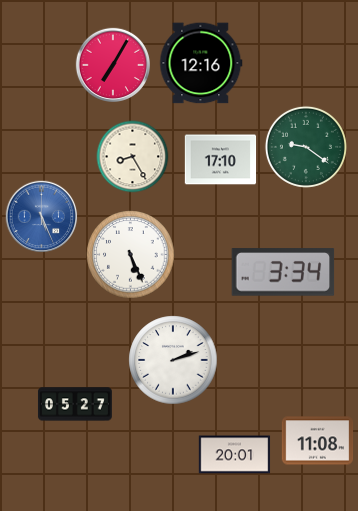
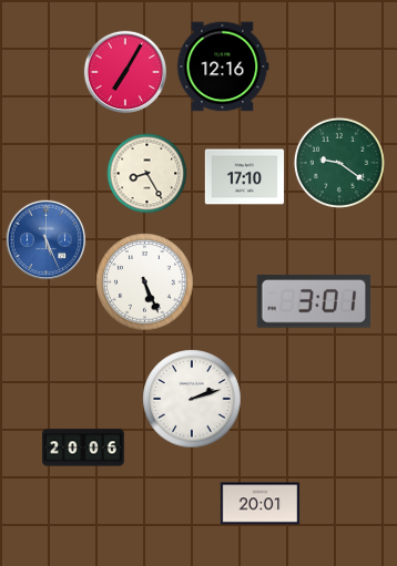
clock at (201, 63) position: (201, 63) -> (223, 66)
clock at (283, 272): 3:34 -> 3:01
clock at (75, 404): 05:27 -> 20:06
clock at (318, 441): 11:08 -> none
